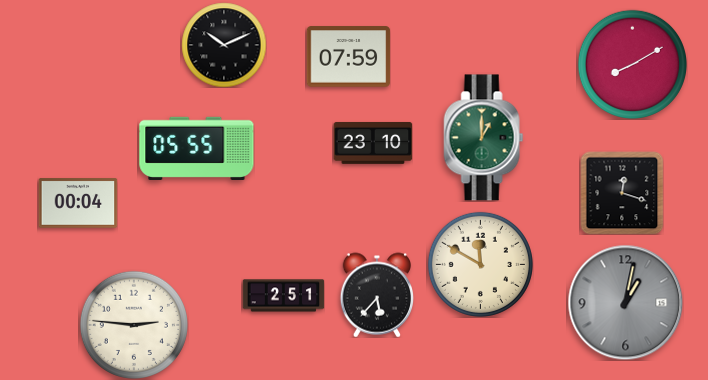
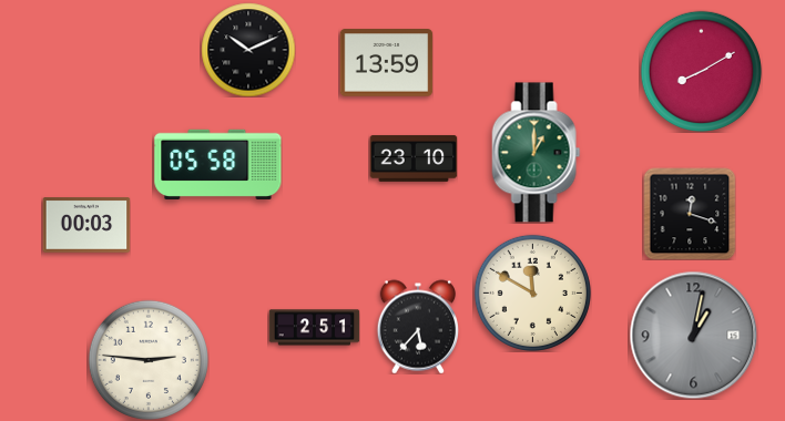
clock at (348, 57): 07:59 -> 13:59
clock at (197, 148): 05:55 -> 05:58
clock at (78, 203): 00:04 -> 00:03
